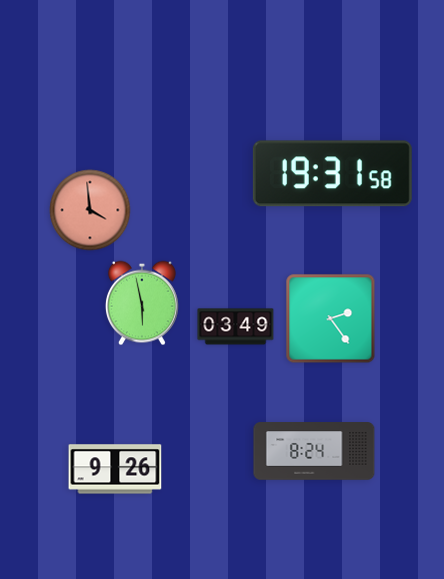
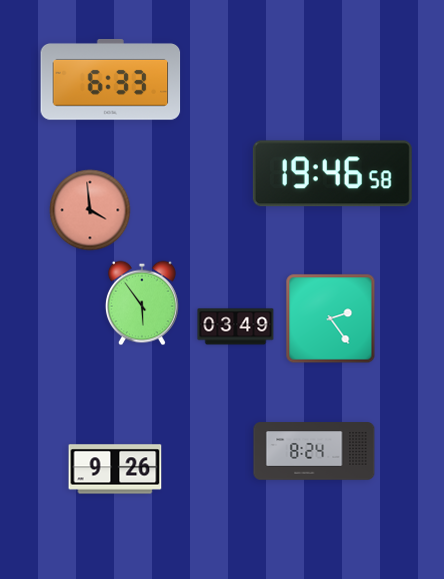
clock at (111, 80): none -> 6:33
clock at (332, 174): 19:31 -> 19:46
clock at (142, 303): 5:58 -> 5:54
